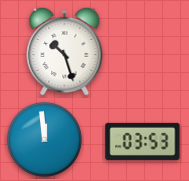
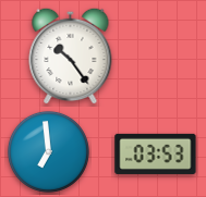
clock at (65, 51): 10:27 -> 10:24
clock at (44, 139): 11:59 -> 6:59
